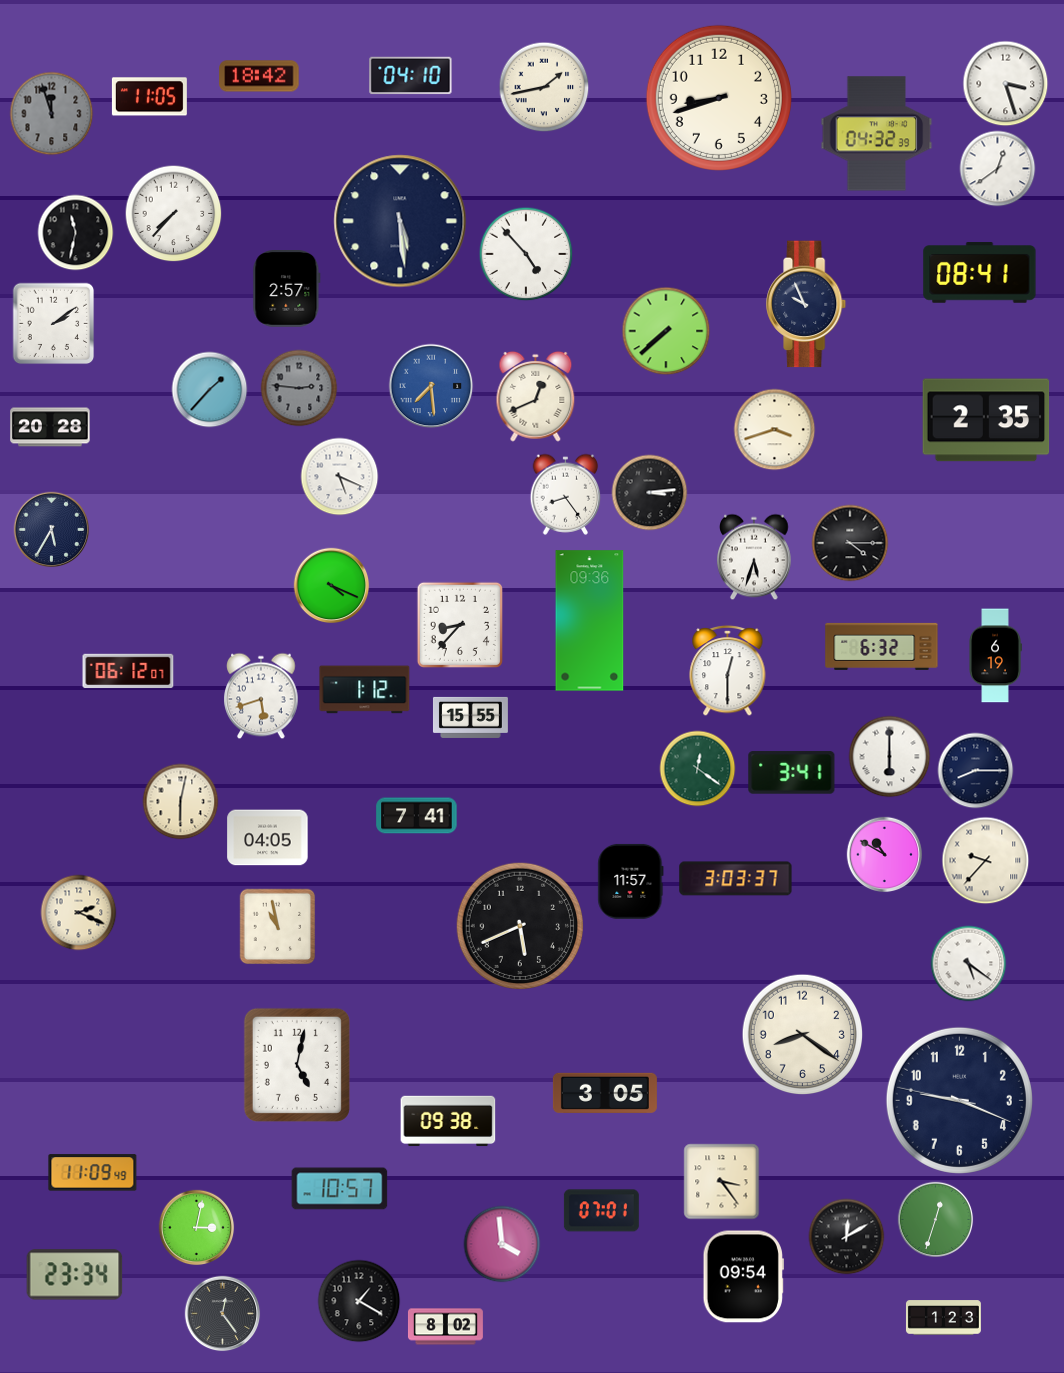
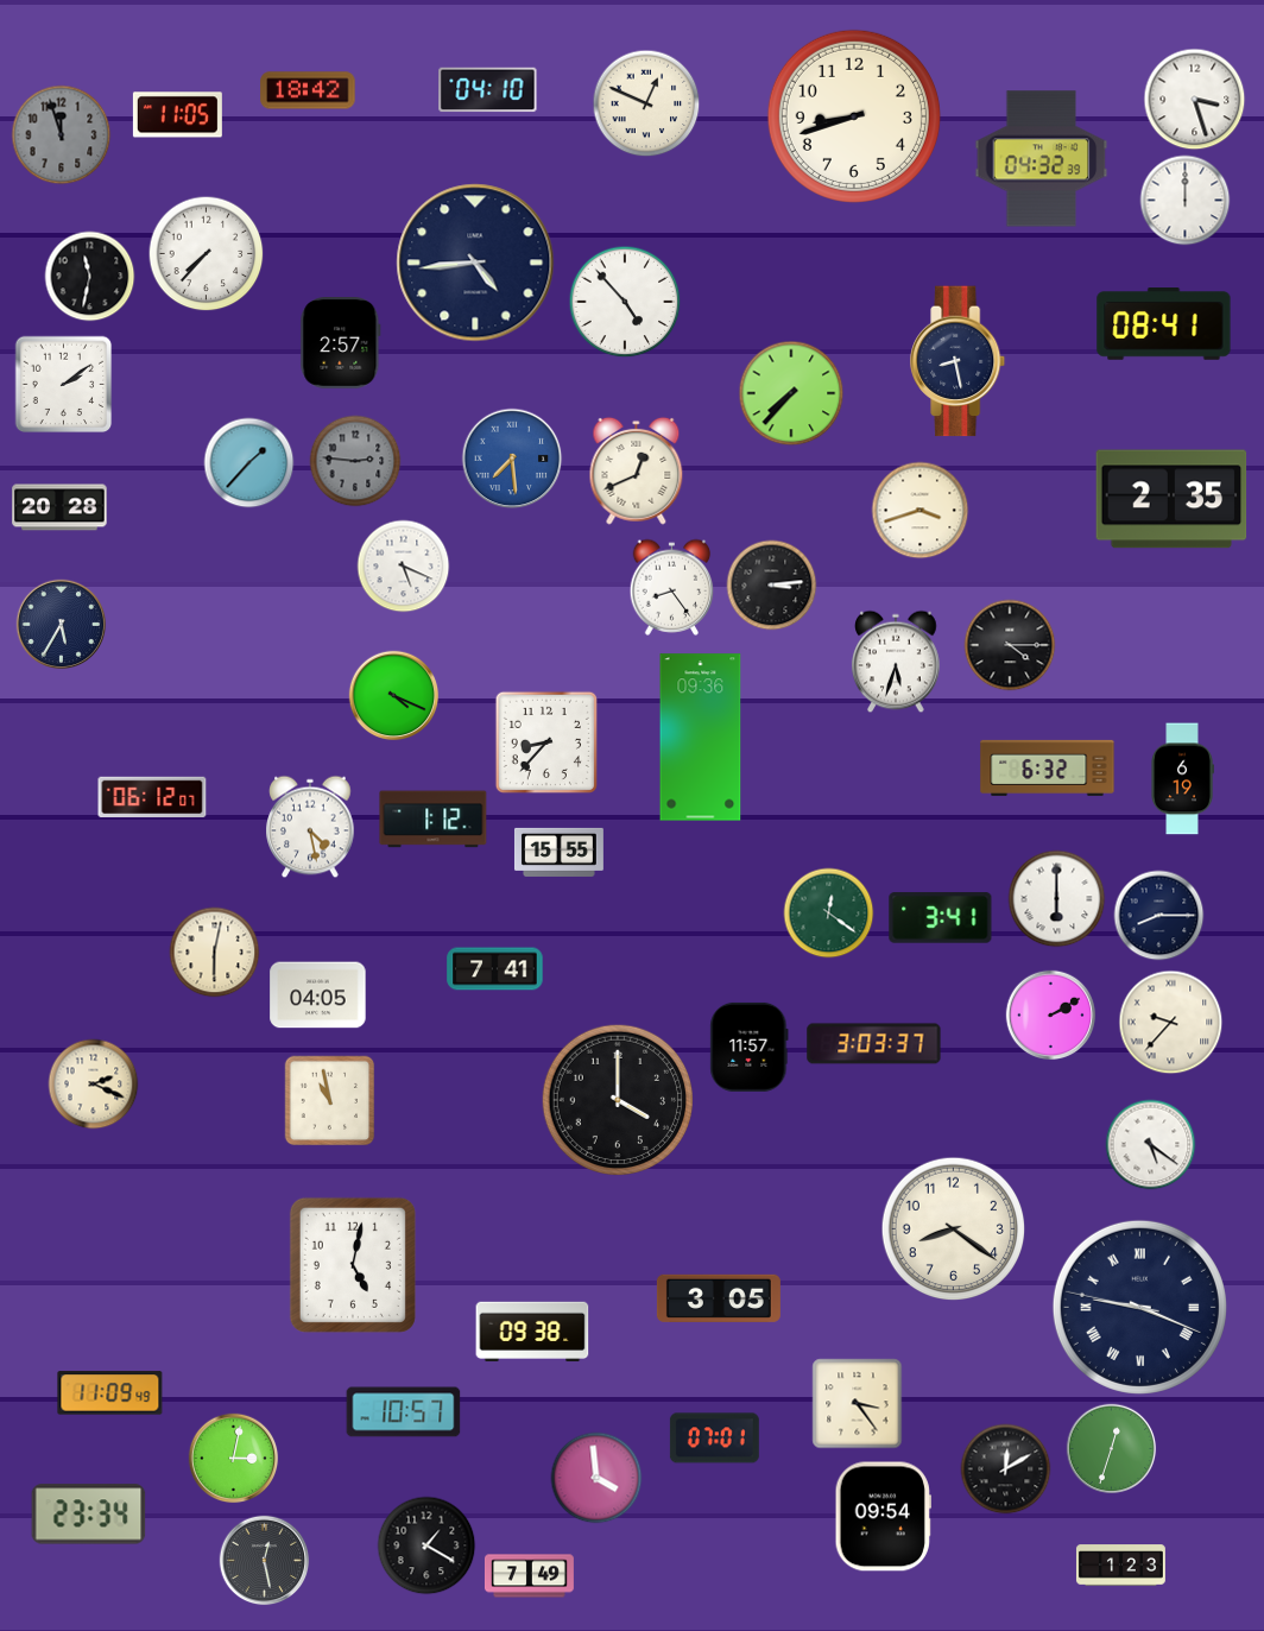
clock at (544, 87): 1:43 -> 12:49
clock at (998, 169): 12:39 -> 12:00
clock at (400, 221): 5:29 -> 4:44
clock at (807, 304): 9:56 -> 8:28
clock at (666, 331): 7:38 -> 7:37
clock at (52, 530) position: (52, 530) -> (62, 625)
clock at (728, 670): 12:30 -> none
clock at (261, 696): 5:42 -> 4:28
clock at (885, 855): 10:50 -> 2:10
clock at (519, 925): 5:41 -> 4:00
clock at (959, 1100) numerals: Arabic -> Roman
clock at (223, 1314): 12:24 -> 12:28
clock at (445, 1327): 8:02 -> 7:49
